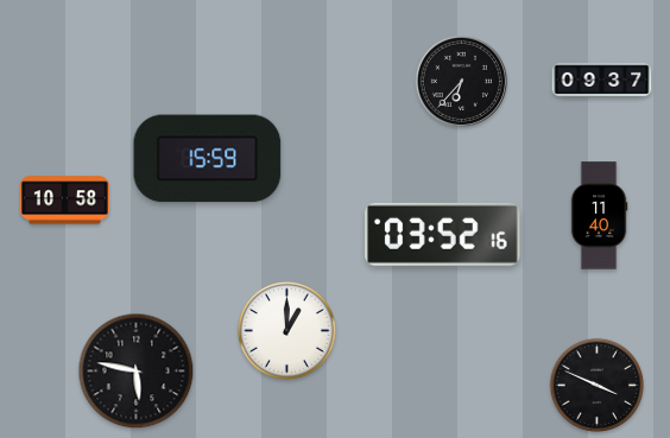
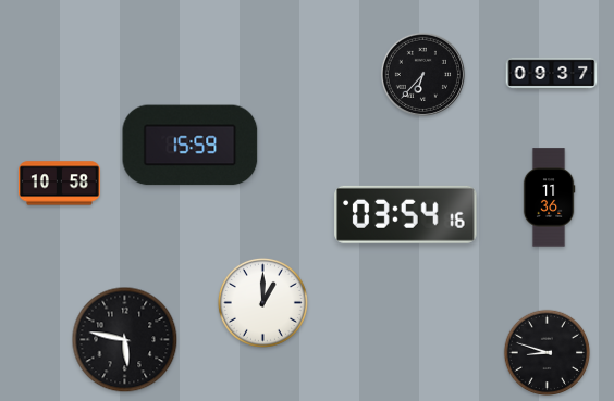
clock at (599, 216): 11:40 -> 11:36
clock at (443, 234): 03:52 -> 03:54
clock at (598, 386): 3:49 -> 8:48
